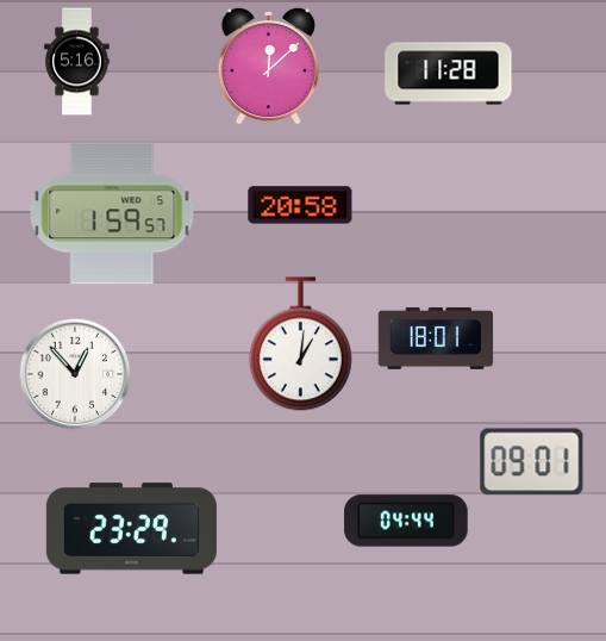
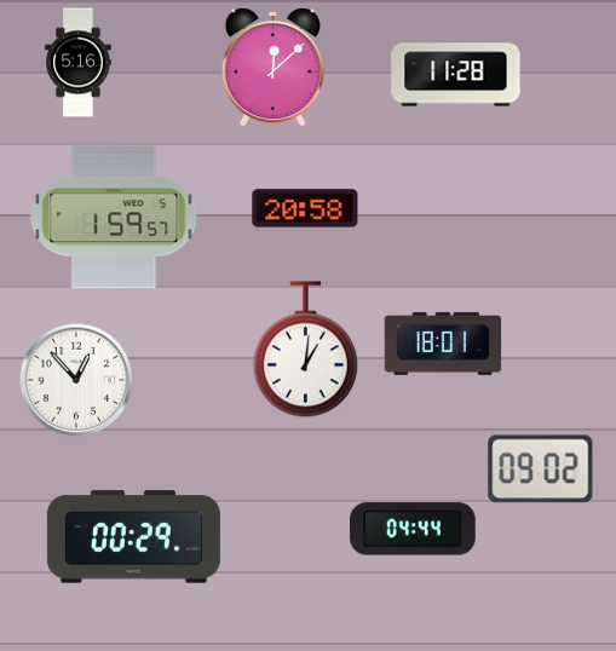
clock at (532, 462): 09:01 -> 09:02
clock at (131, 529): 23:29 -> 00:29
